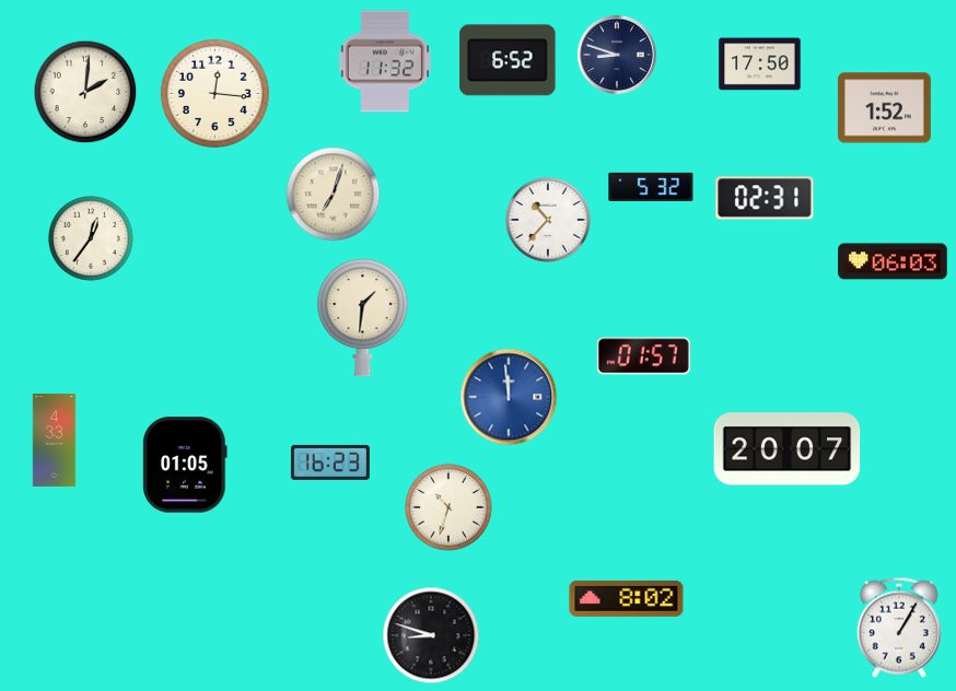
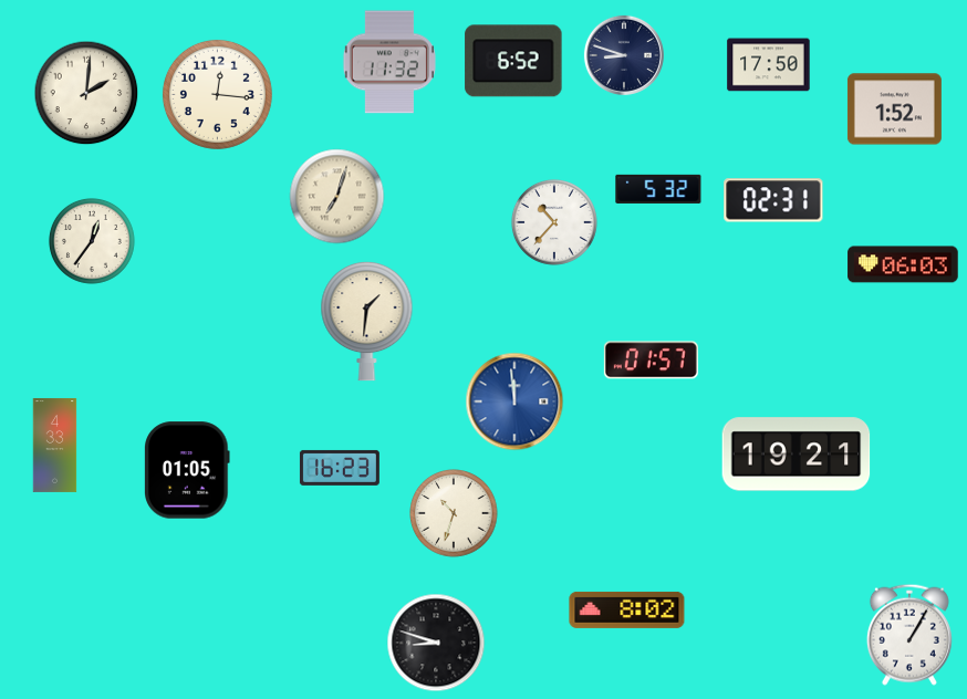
clock at (788, 449): 20:07 -> 19:21
clock at (330, 462) position: (330, 462) -> (340, 468)
clock at (627, 598) position: (627, 598) -> (627, 609)
